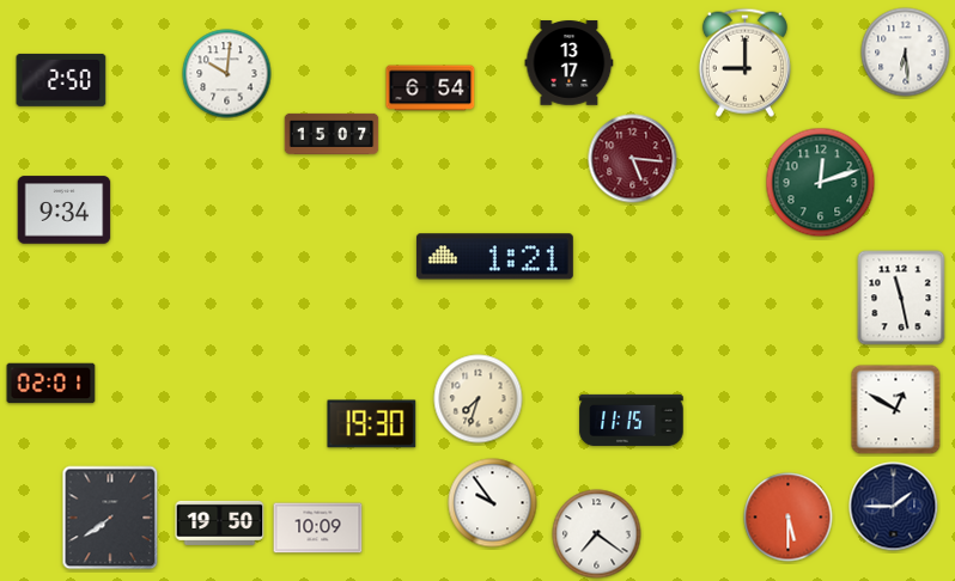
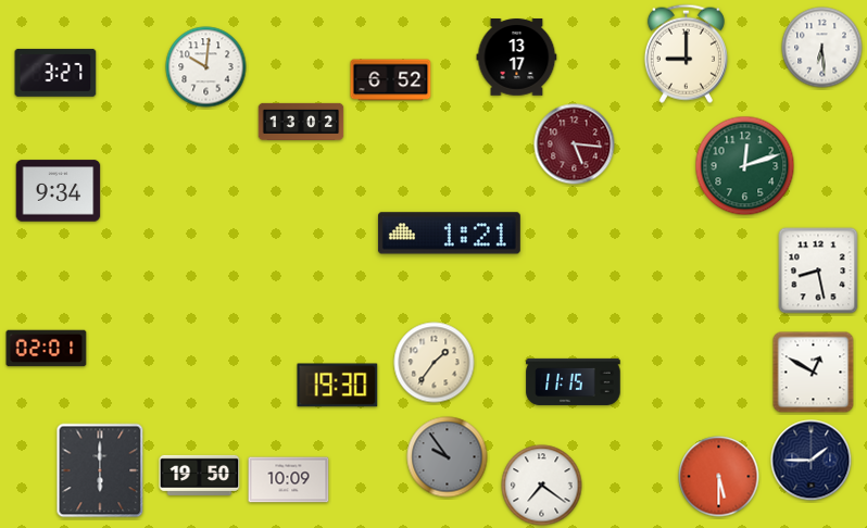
clock at (744, 62) position: (744, 62) -> (686, 53)
clock at (61, 80): 2:50 -> 3:27
clock at (431, 88): 6:54 -> 6:52
clock at (331, 134): 15:07 -> 13:02
clock at (901, 298): 11:28 -> 8:28
clock at (479, 399): 7:33 -> 1:36
clock at (493, 503) dial: white -> grey
clock at (110, 518): 7:39 -> 6:00
clock at (789, 518) position: (789, 518) -> (719, 477)
